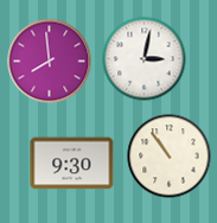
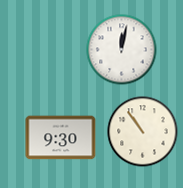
clock at (145, 59): 3:02 -> 12:02
clock at (50, 62): 7:59 -> none
